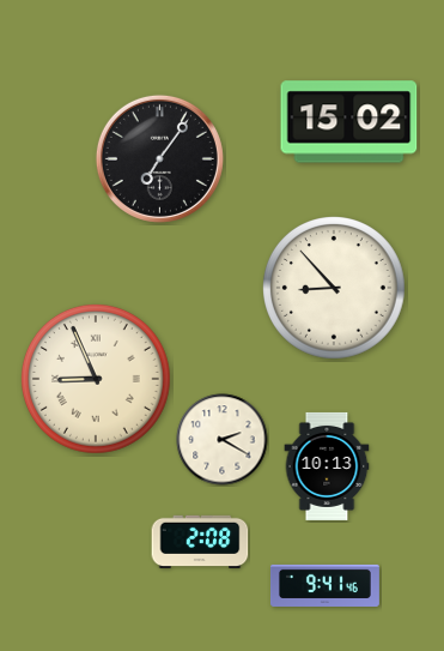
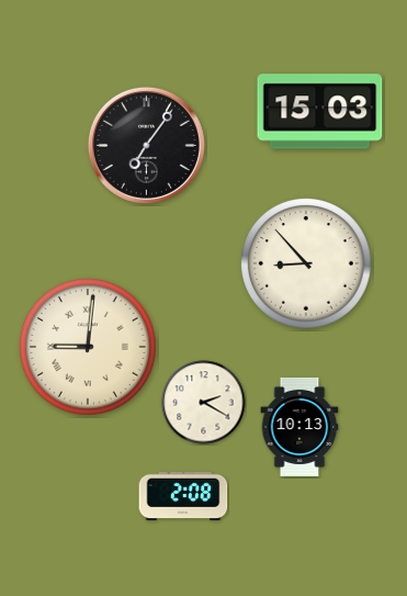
clock at (349, 122): 15:02 -> 15:03
clock at (96, 379): 8:56 -> 9:01
clock at (324, 585): 9:41 -> none
